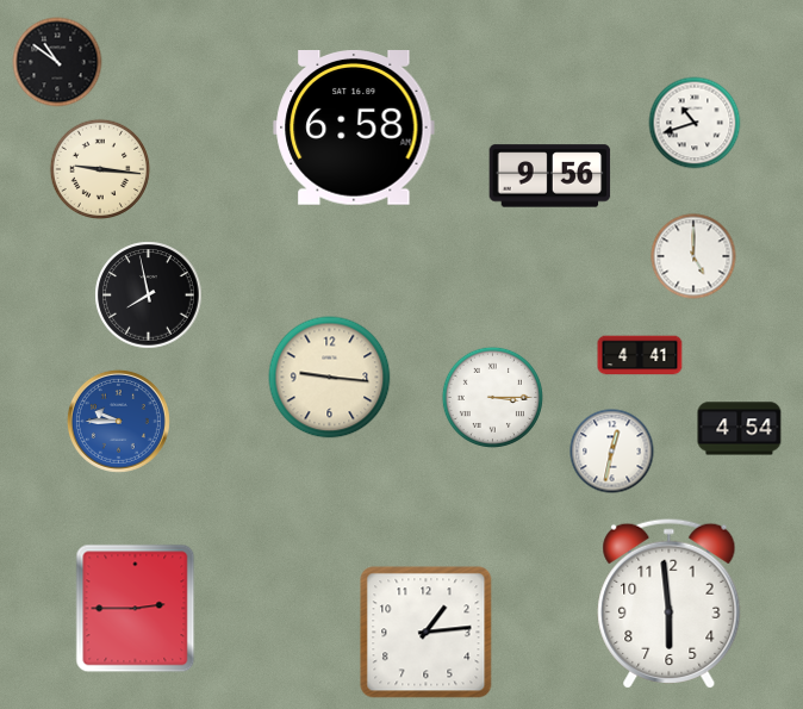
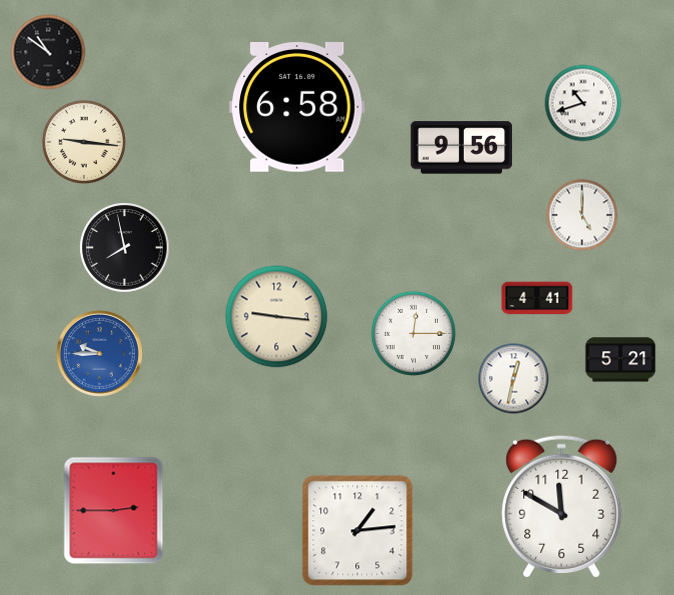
clock at (492, 397): 3:15 -> 12:15
clock at (740, 429): 4:54 -> 5:21
clock at (670, 603): 5:59 -> 11:50
